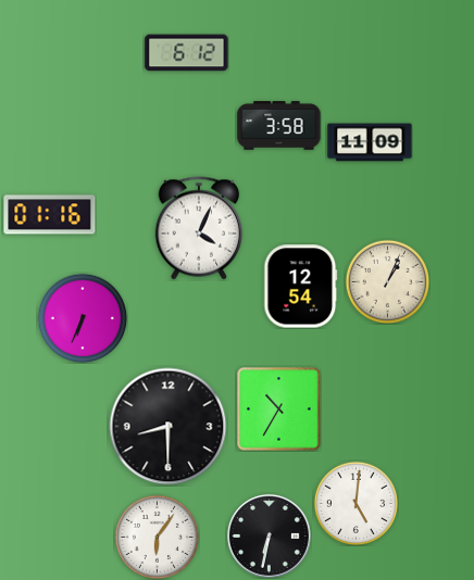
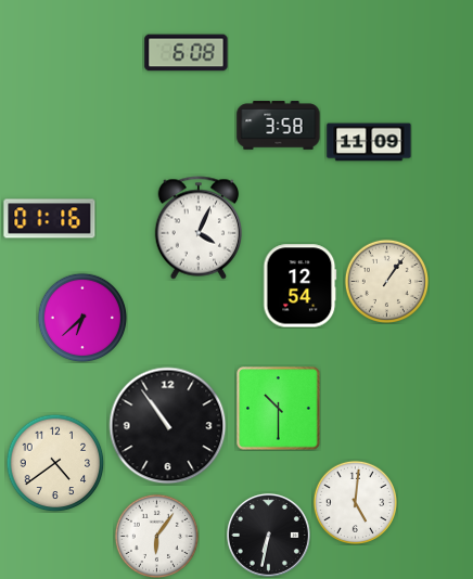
clock at (187, 53): 6:12 -> 6:08
clock at (50, 215) position: (50, 215) -> (50, 219)
clock at (387, 281): 1:04 -> 1:06
clock at (83, 318): 6:34 -> 6:38
clock at (279, 409): 10:35 -> 10:30
clock at (169, 427): 8:30 -> 10:54
clock at (55, 463): none -> 4:39
